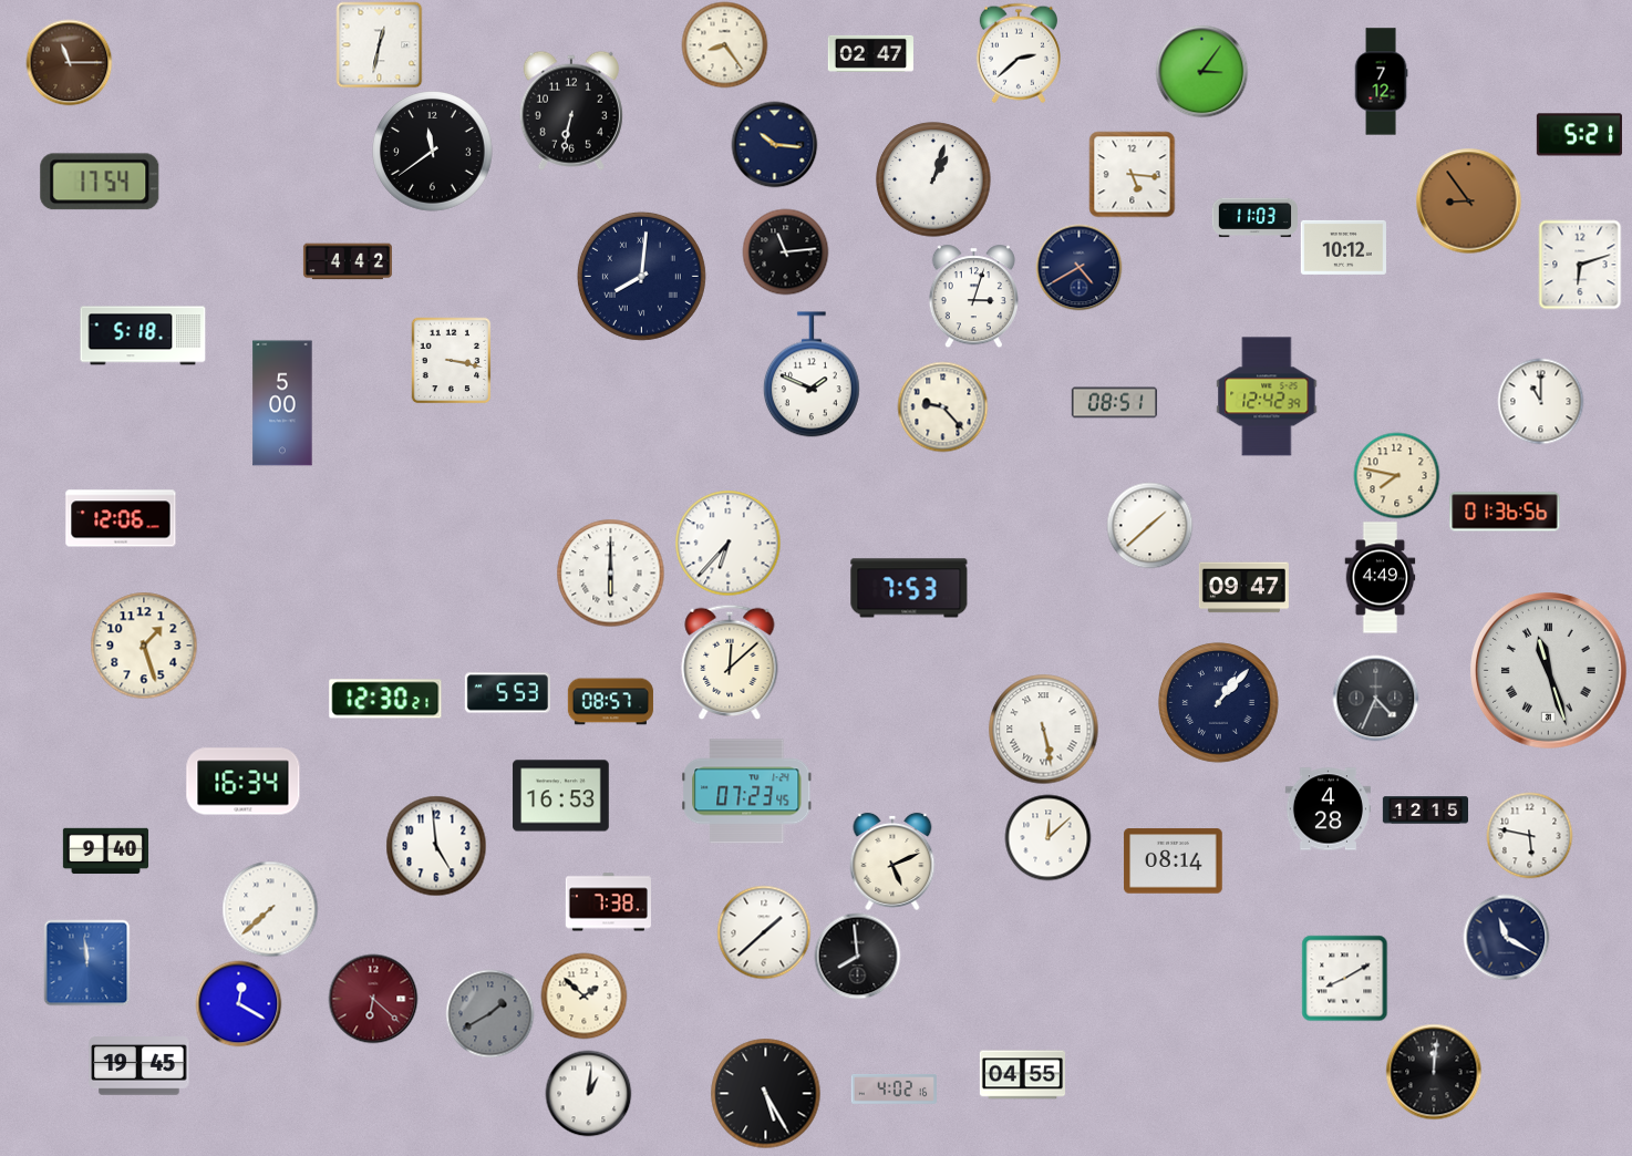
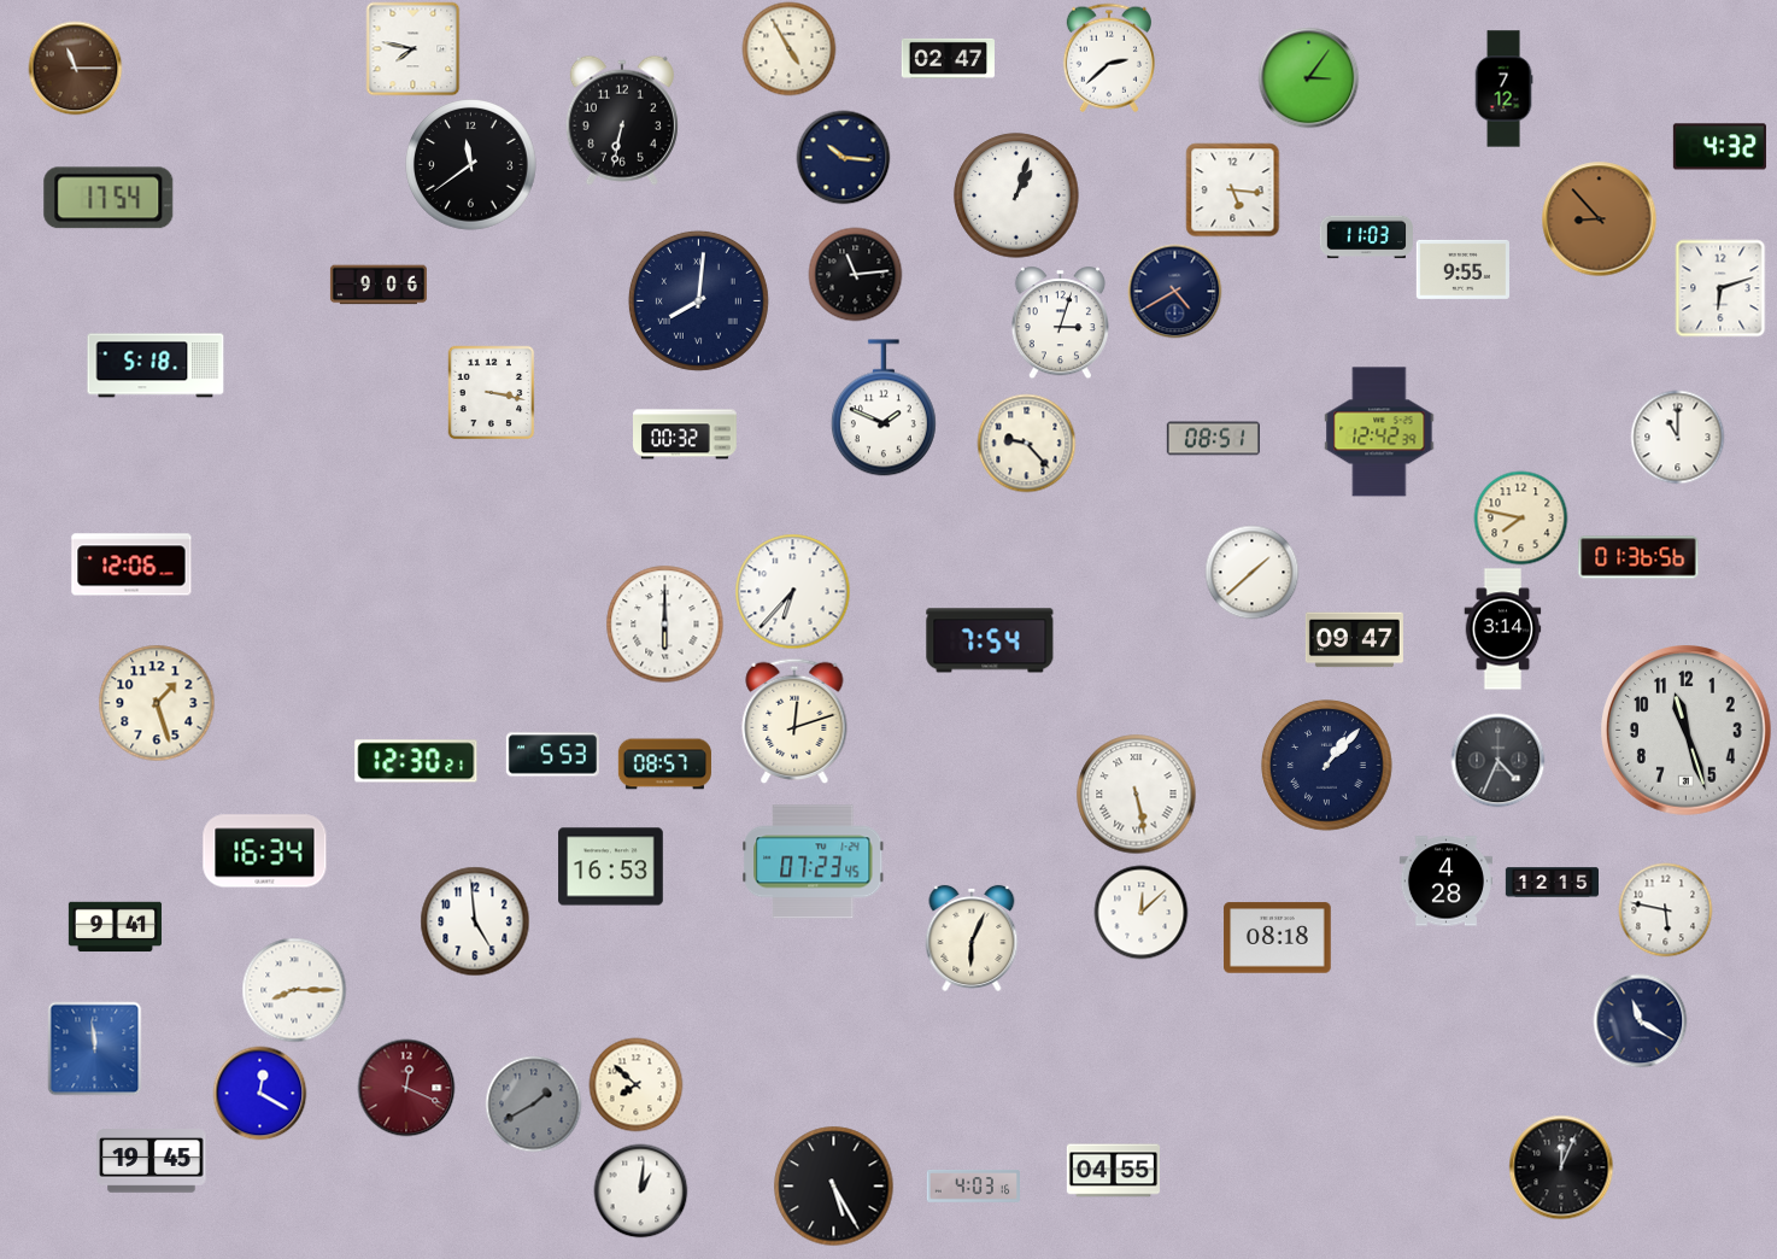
clock at (379, 44): 12:32 -> 7:47
clock at (724, 44): 8:24 -> 4:55
clock at (1579, 135): 5:21 -> 4:32
clock at (1468, 200): 8:54 -> 8:53
clock at (1343, 247): 10:12 -> 9:55
clock at (348, 261): 4:42 -> 9:06
clock at (686, 434): none -> 00:32
clock at (282, 403): 5:00 -> none
clock at (1381, 578): 4:49 -> 3:14
clock at (909, 588): 7:53 -> 7:54
clock at (730, 662): 12:08 -> 12:12
clock at (1549, 671) numerals: Roman -> Arabic
clock at (385, 699) position: (385, 699) -> (416, 761)
clock at (105, 851): 9:40 -> 9:41
clock at (892, 861): 5:11 -> 6:04
clock at (1174, 861): 08:14 -> 08:18
clock at (608, 902): 7:38 -> none
clock at (270, 909): 7:38 -> 8:15
clock at (764, 932): 1:38 -> none
clock at (857, 956): 7:59 -> none
clock at (1344, 978): 8:10 -> none
clock at (583, 995): 1:52 -> 7:52
clock at (373, 999): 6:22 -> 12:19
clock at (1434, 1072): 12:01 -> 12:04
clock at (894, 1090): 4:02 -> 4:03
clock at (766, 1094) position: (766, 1094) -> (834, 1187)
